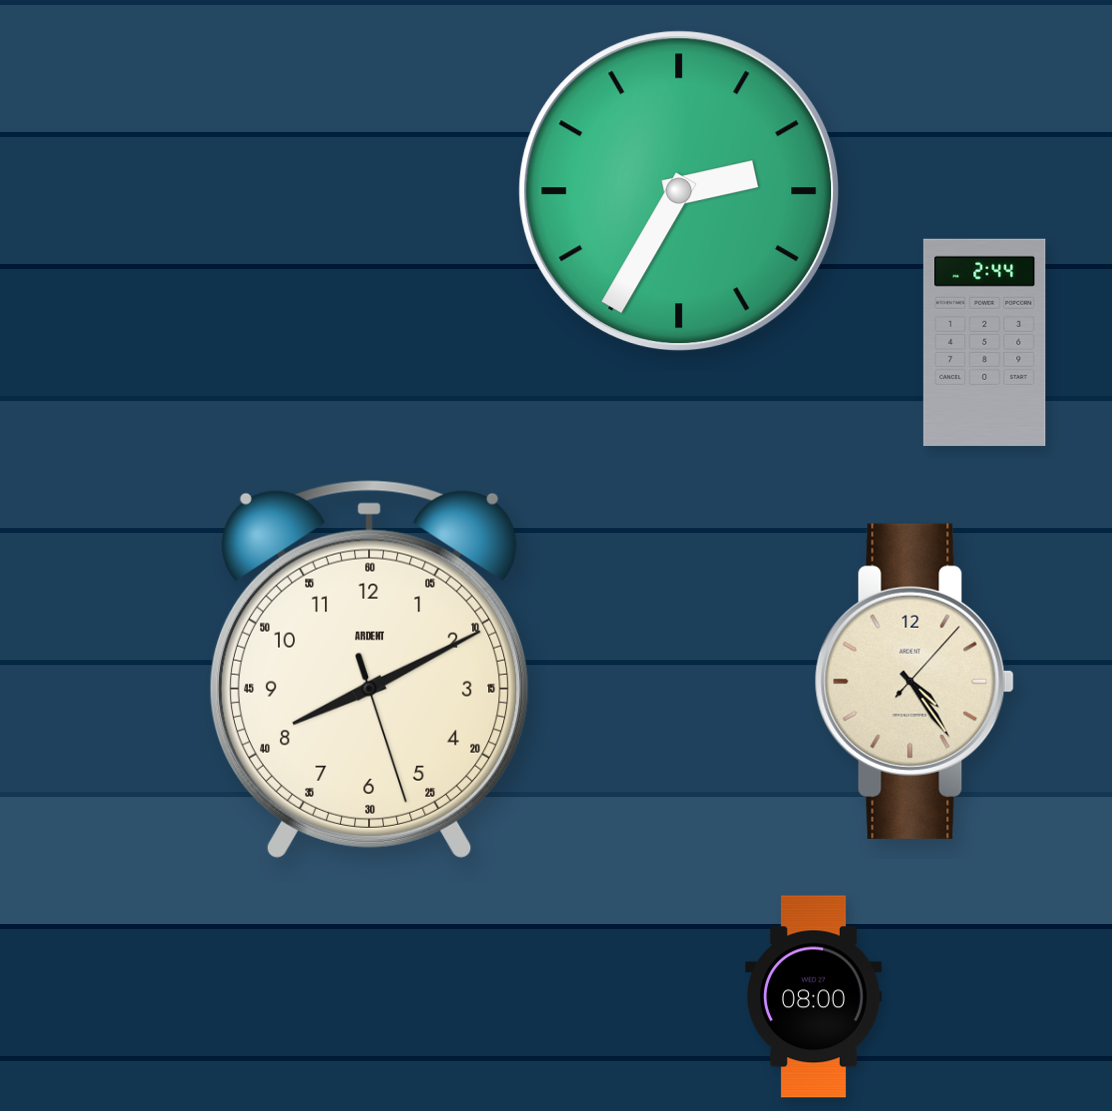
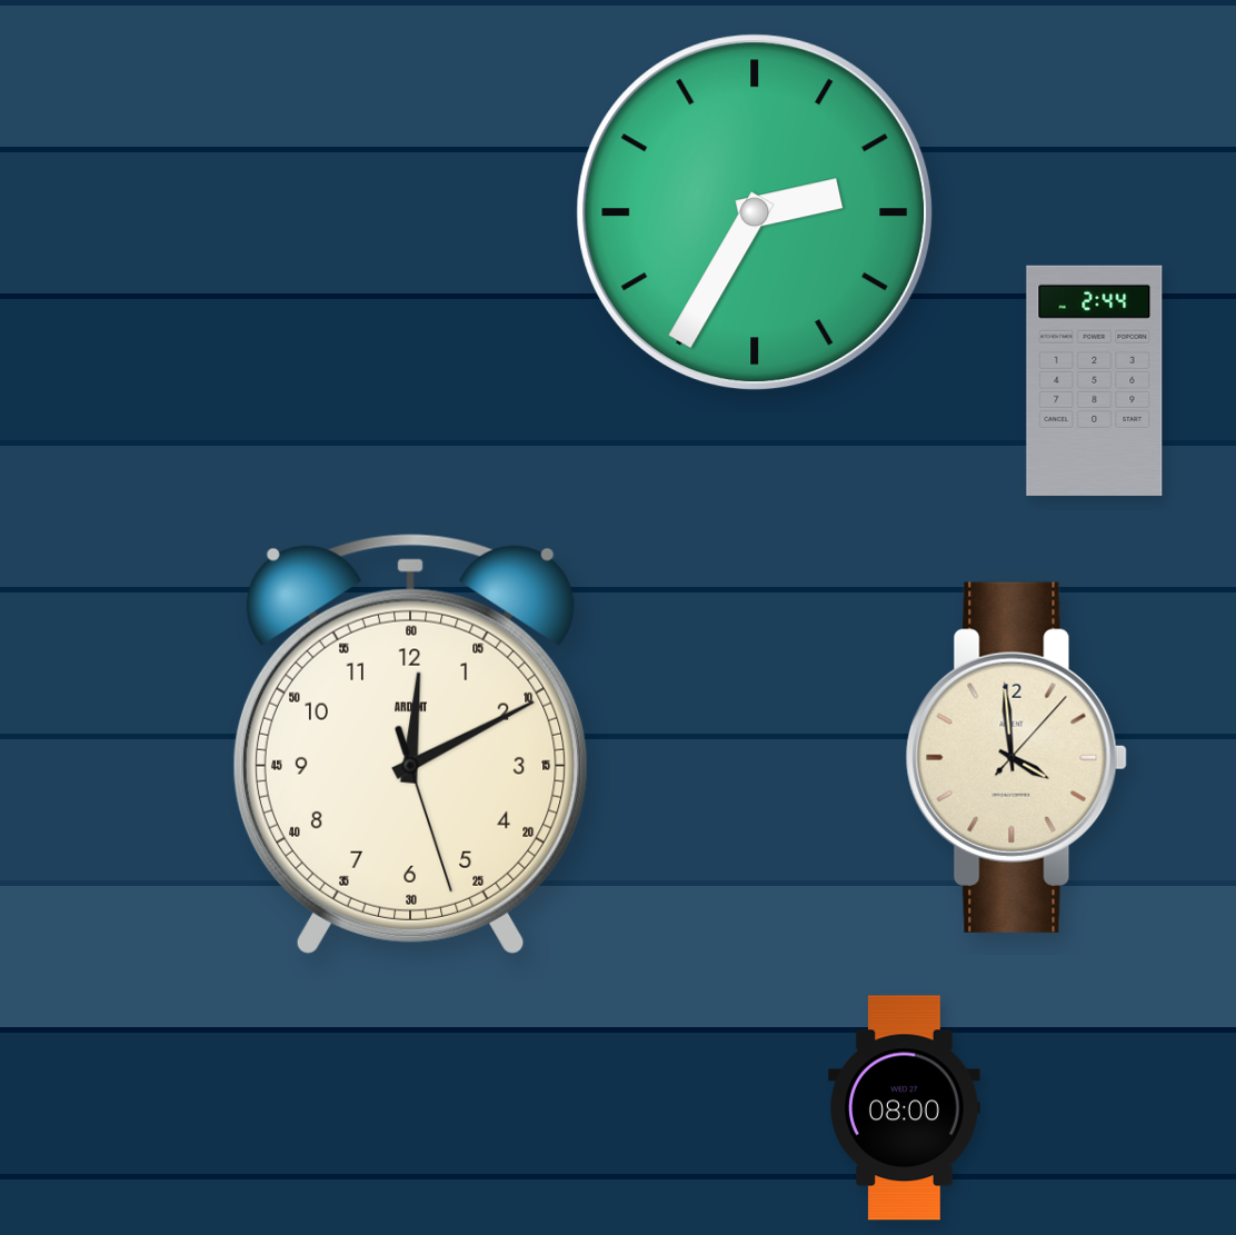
clock at (369, 669): 8:10 -> 12:10
clock at (914, 681): 4:24 -> 3:59
